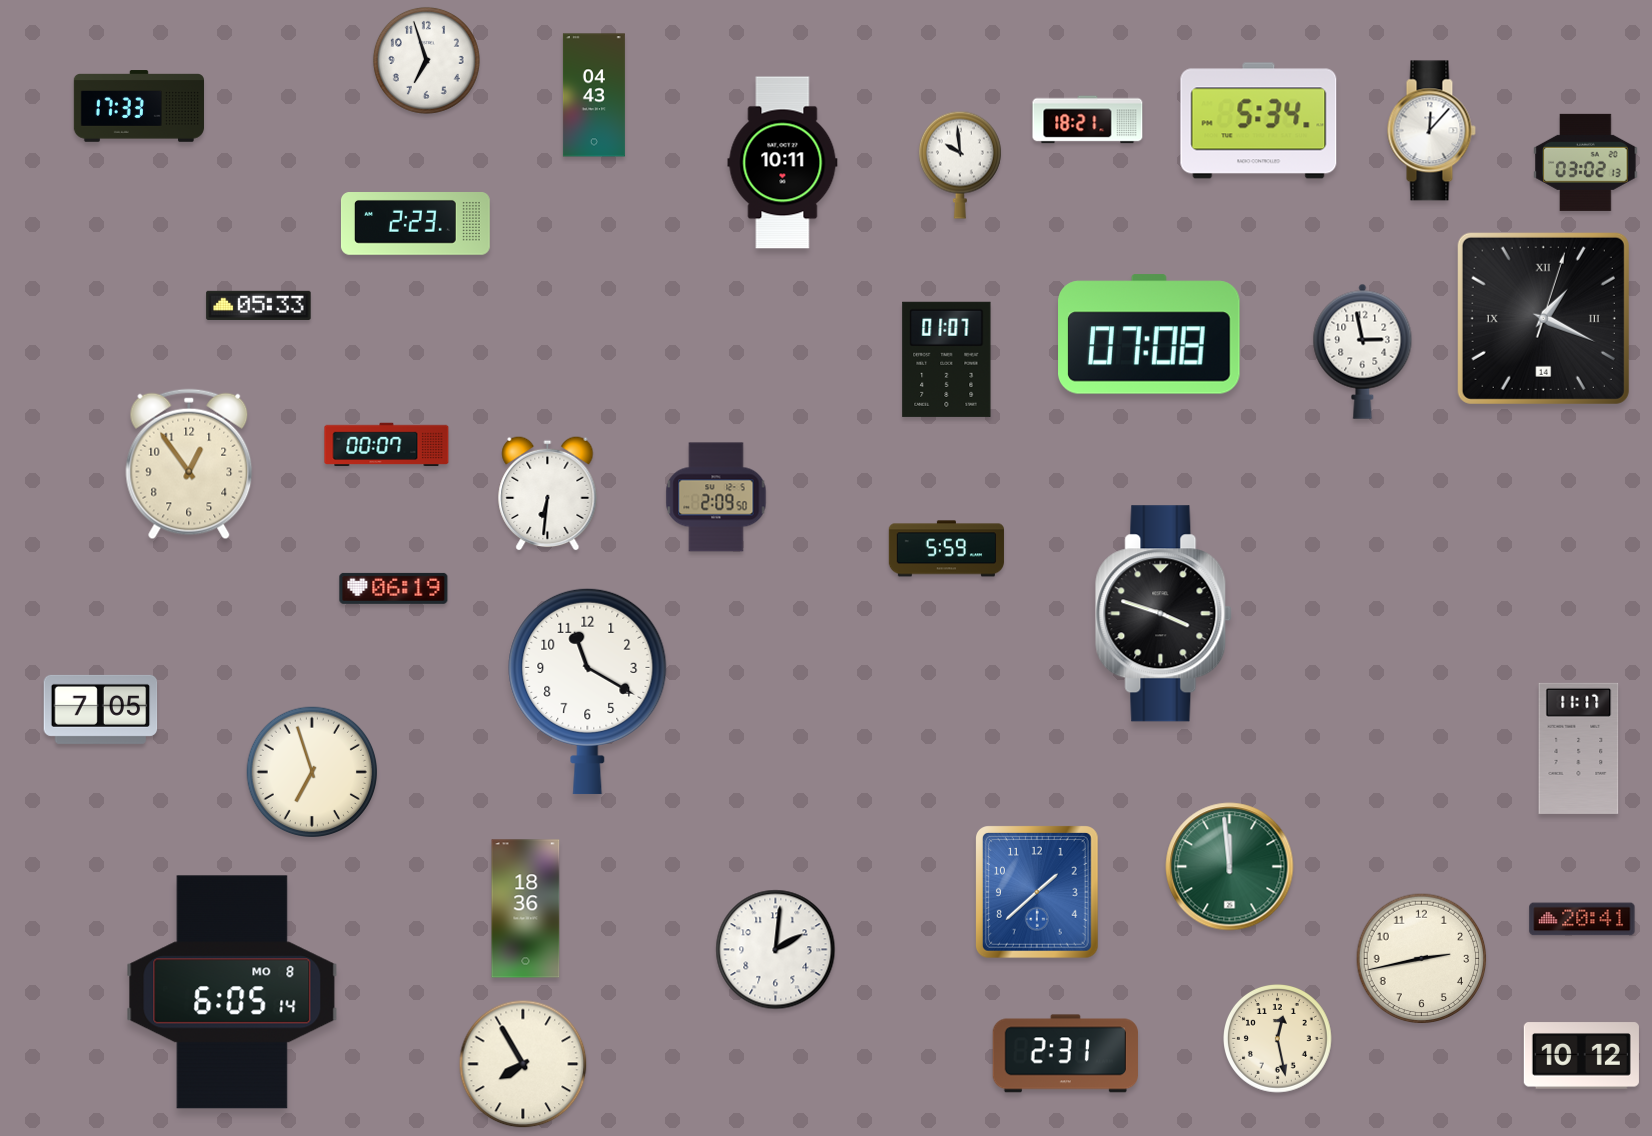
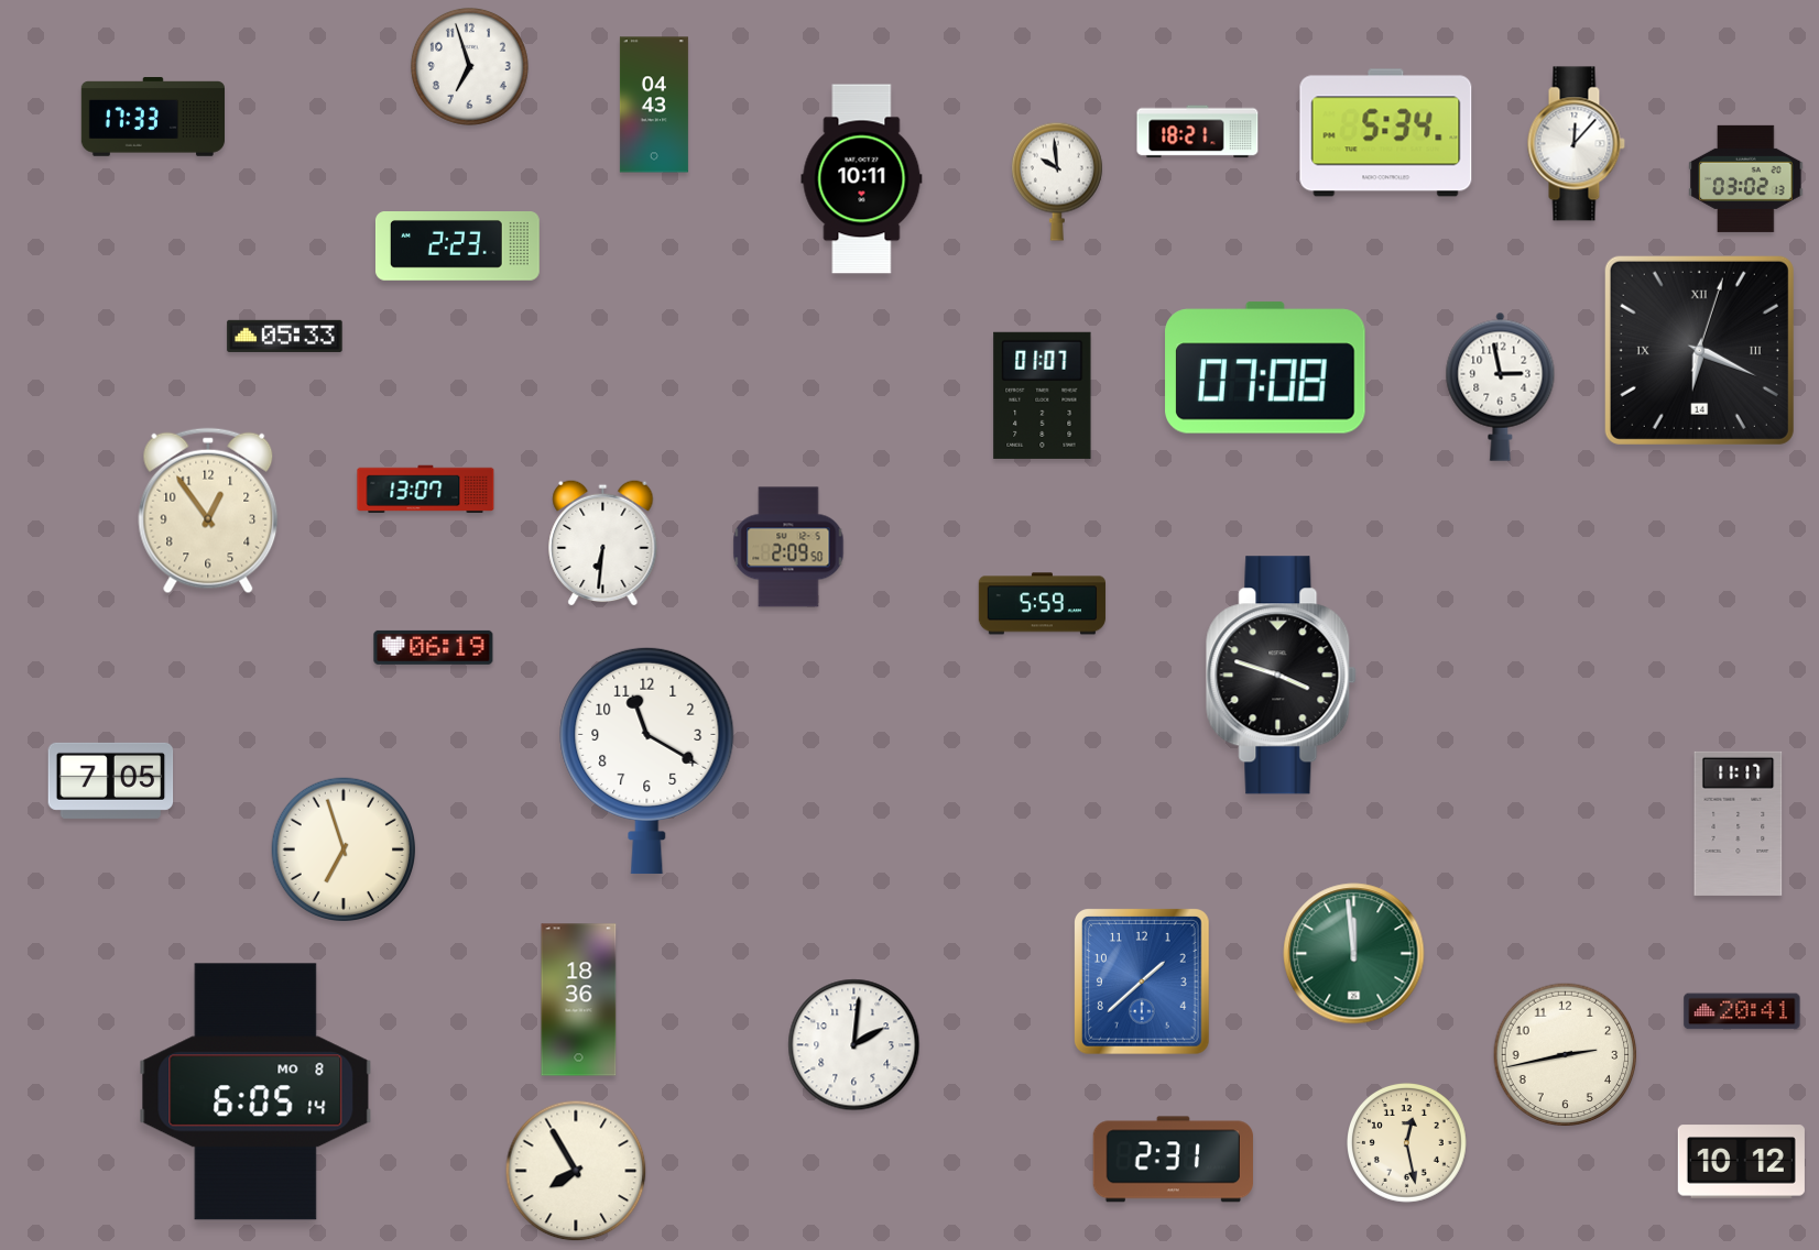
clock at (1543, 318): 1:19 -> 6:19
clock at (387, 445): 00:07 -> 13:07
